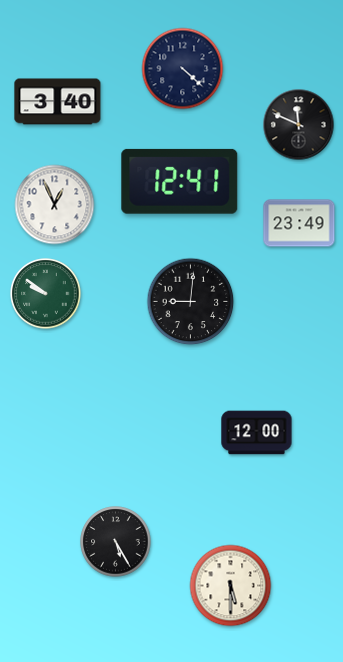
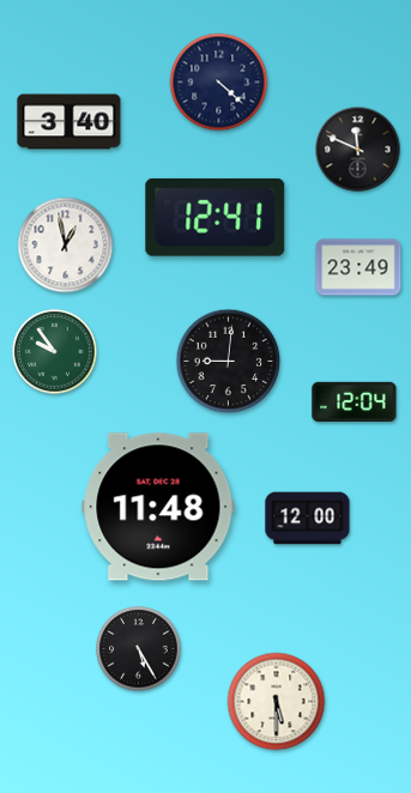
clock at (55, 205): 12:56 -> 12:58
clock at (46, 294): 9:51 -> 9:54
clock at (355, 401): none -> 12:04
clock at (158, 507): none -> 11:48
